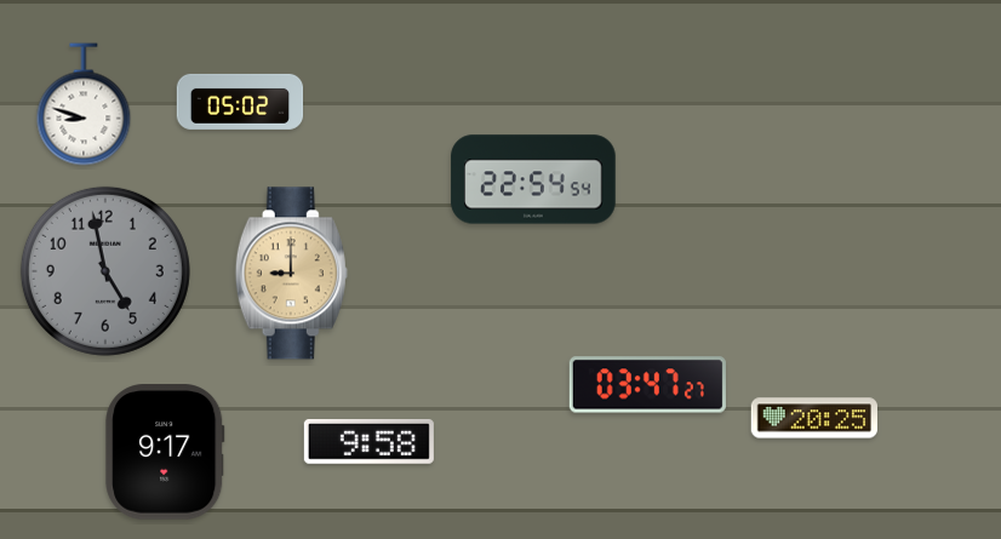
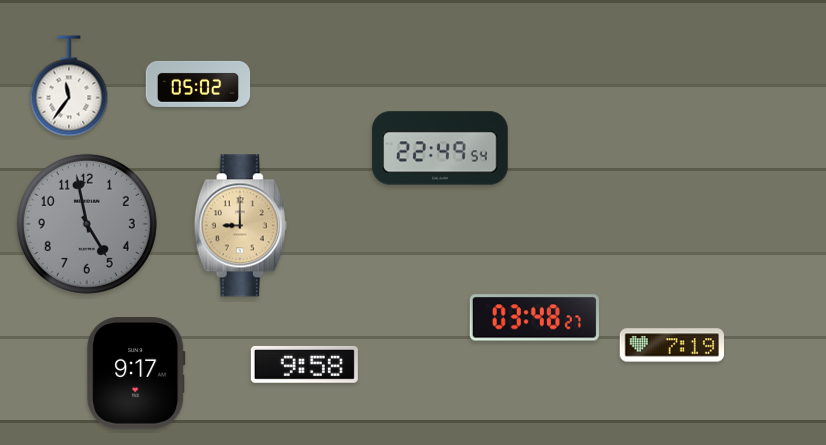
clock at (84, 104): 8:48 -> 11:36
clock at (533, 179): 22:54 -> 22:49
clock at (647, 385): 03:47 -> 03:48
clock at (814, 418): 20:25 -> 7:19
